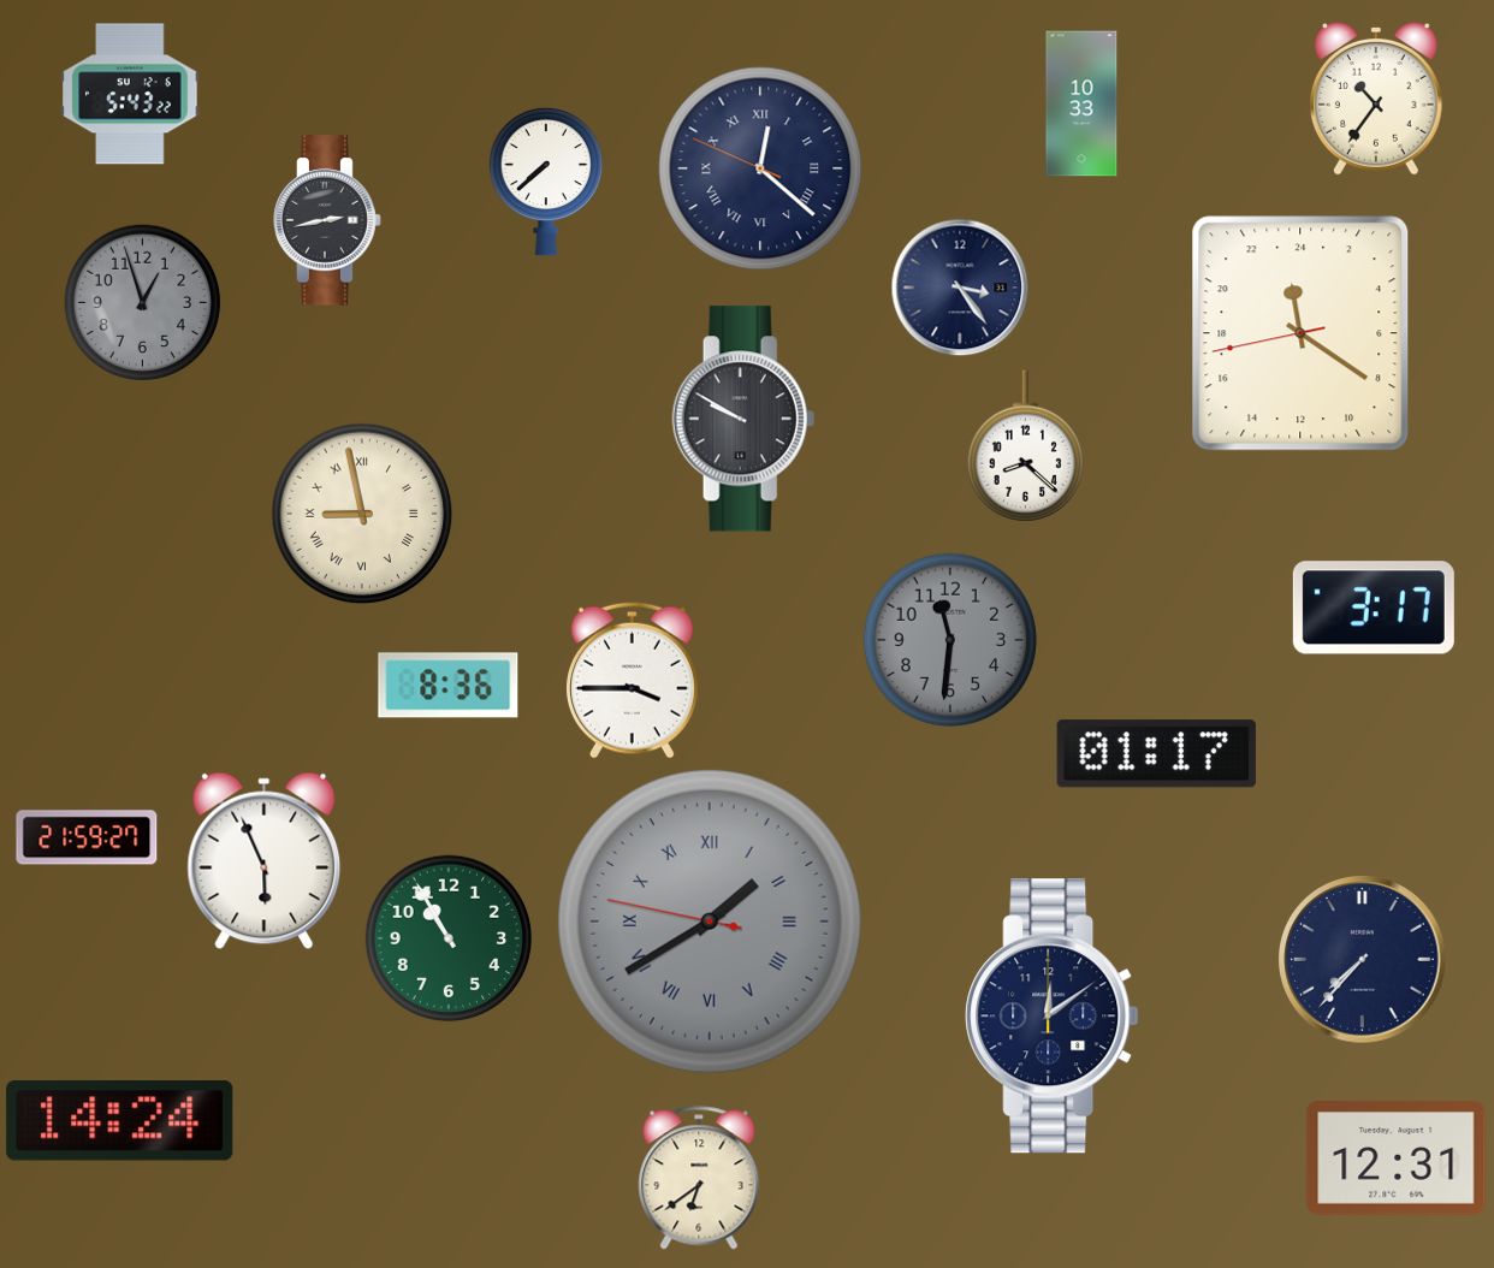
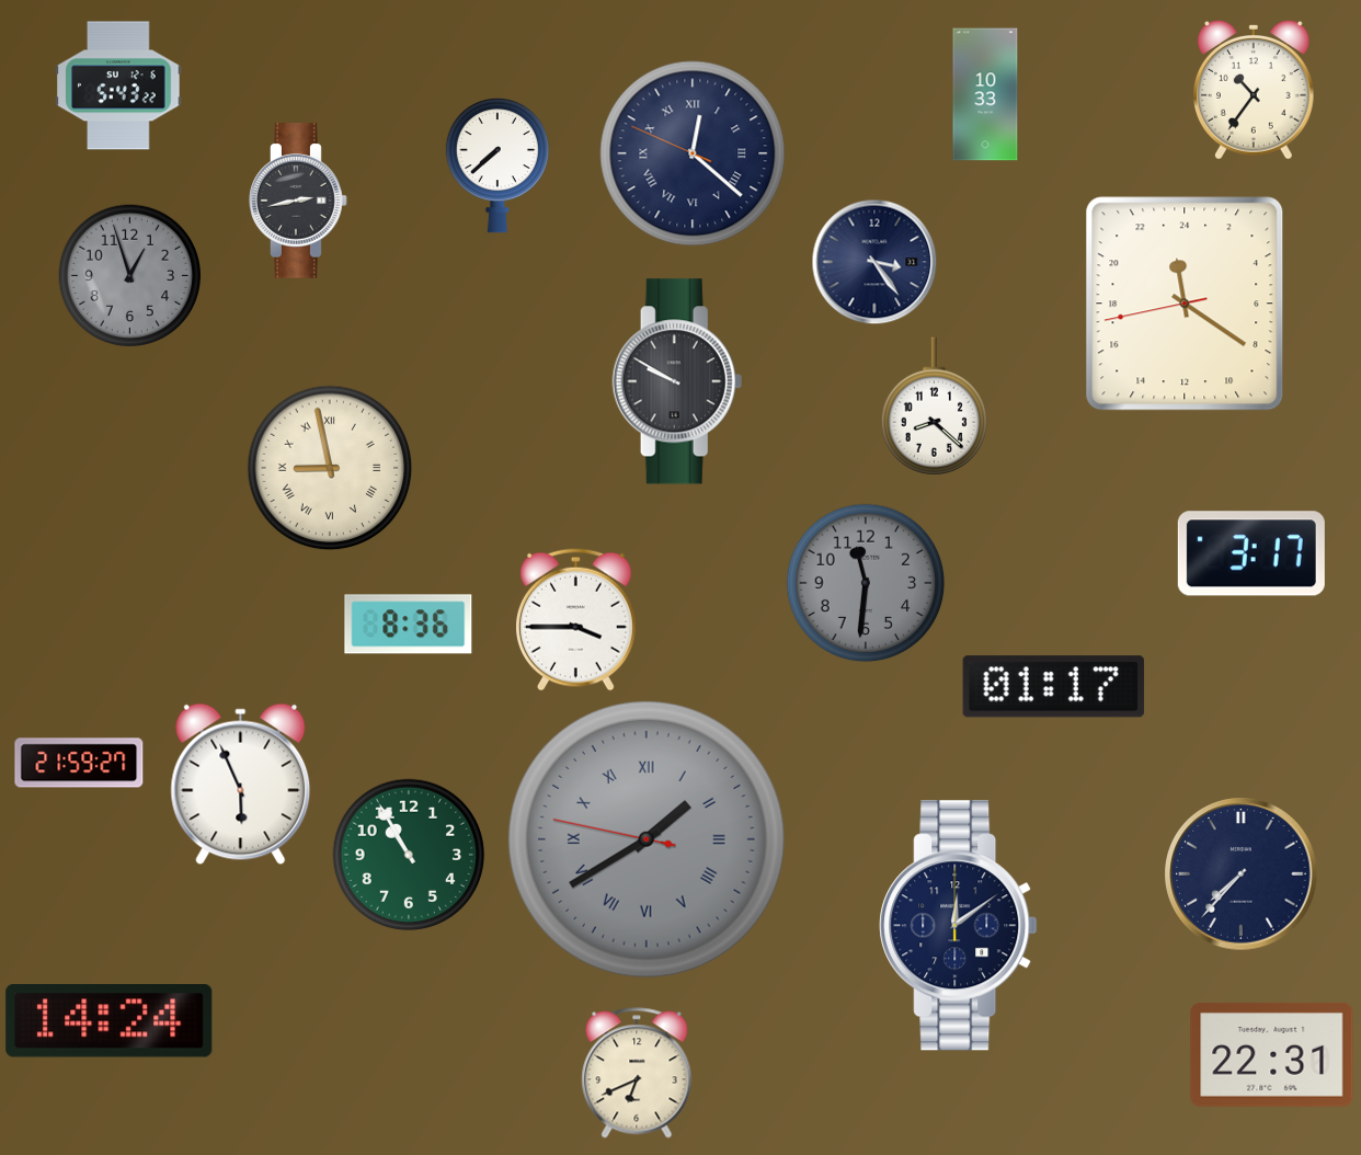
clock at (1397, 1157): 12:31 -> 22:31
clock at (699, 1178): 6:39 -> 6:41
